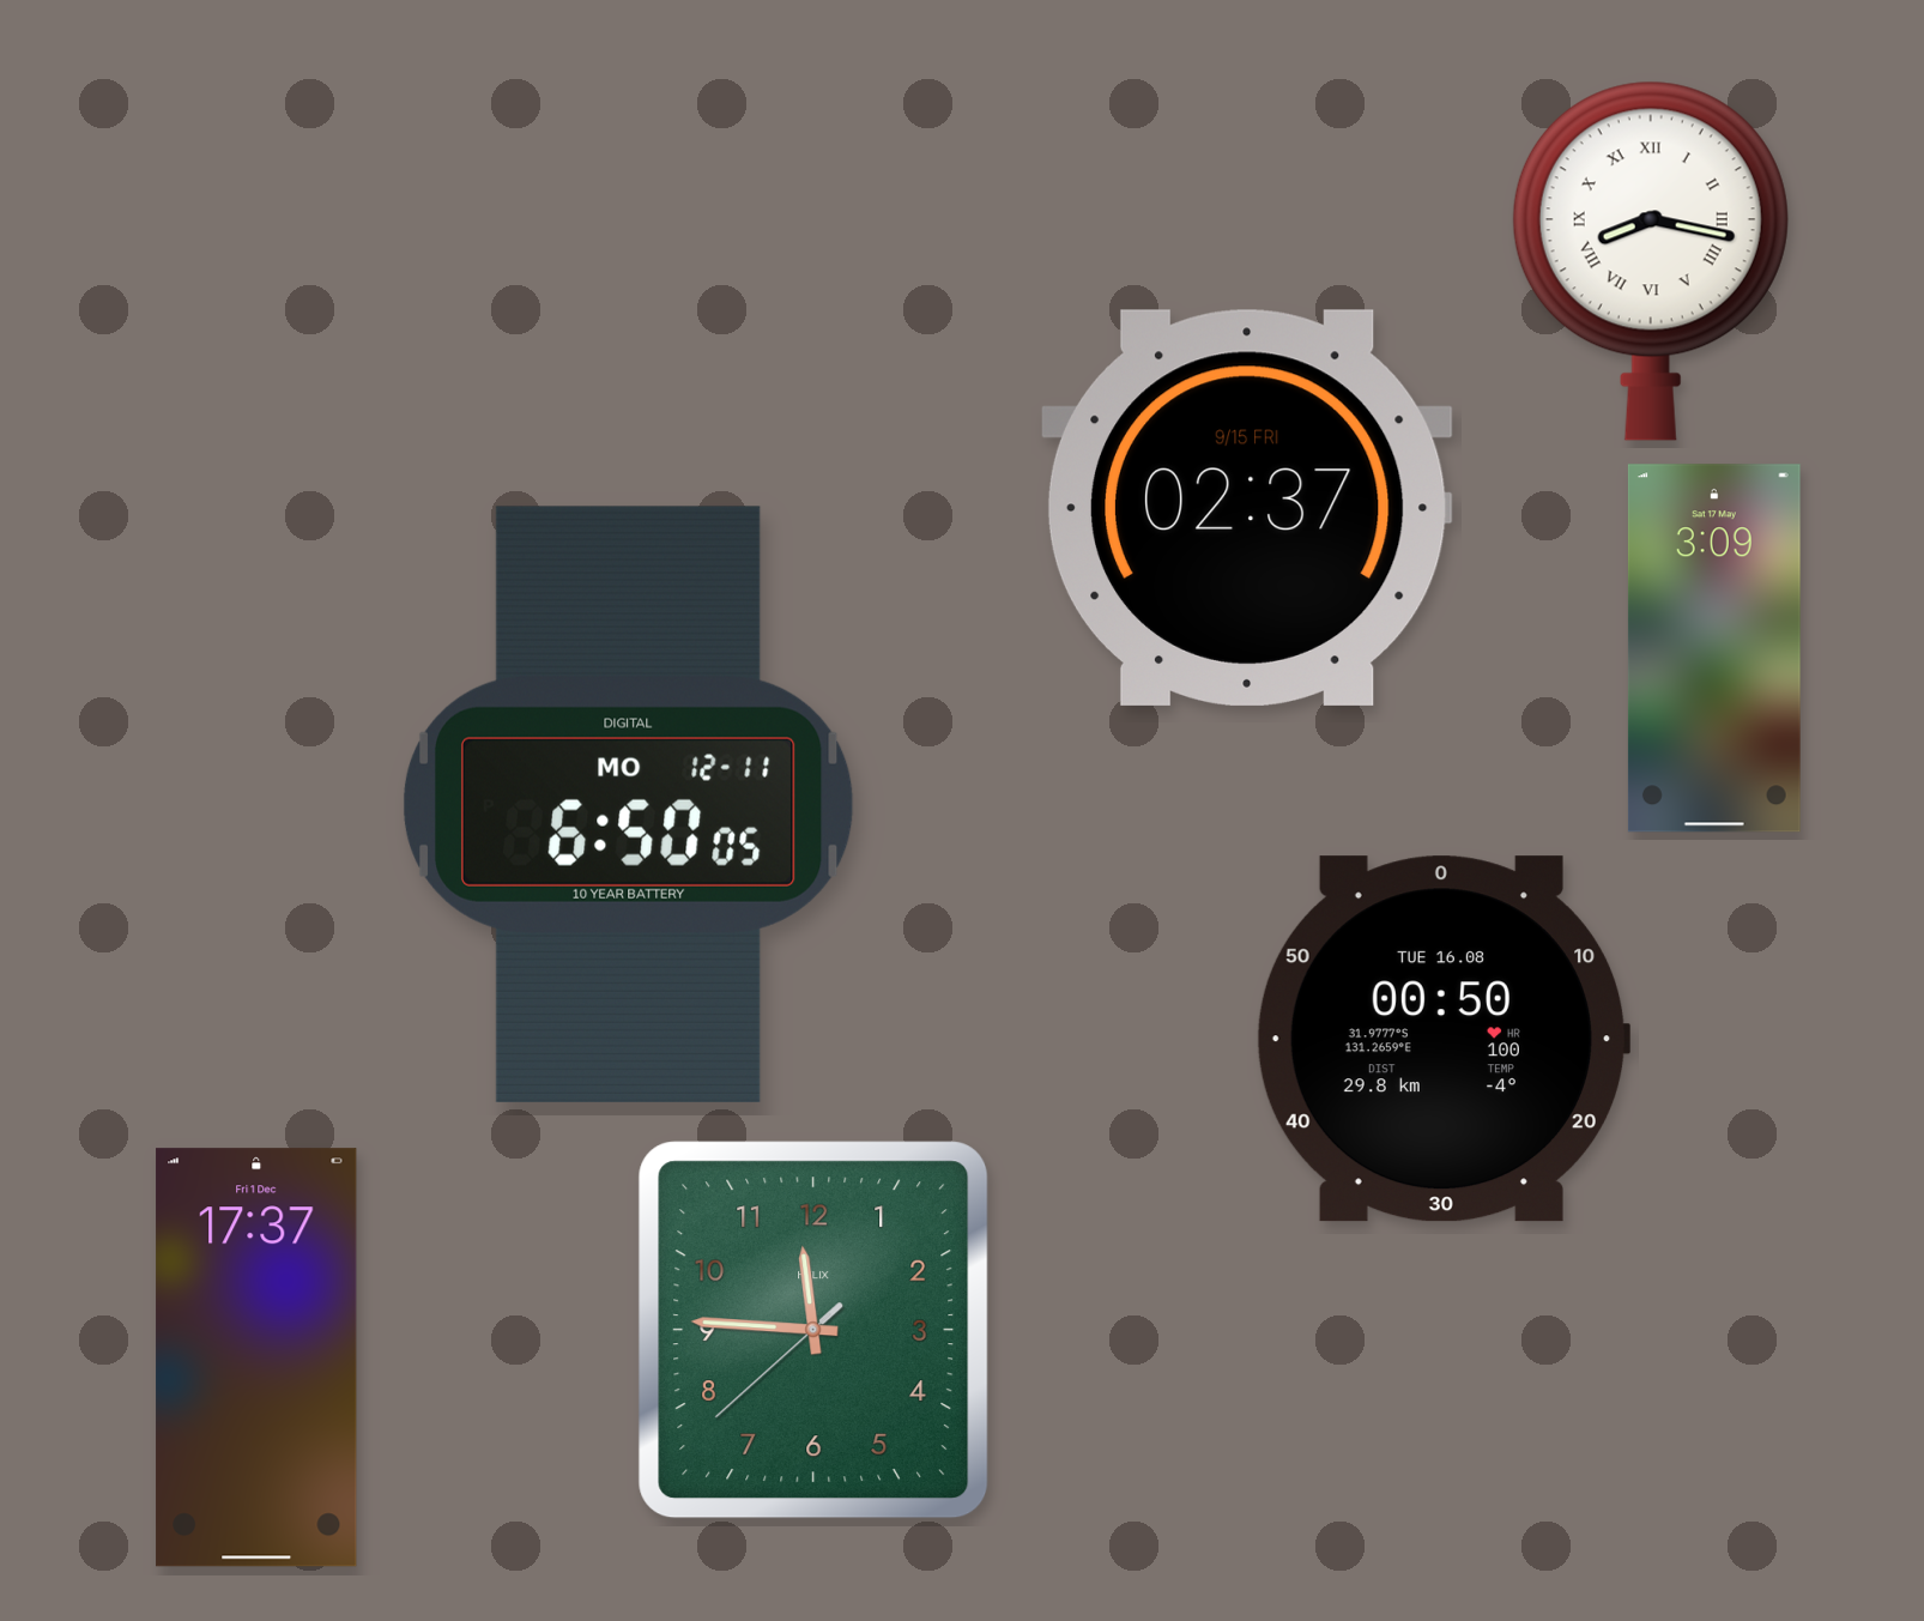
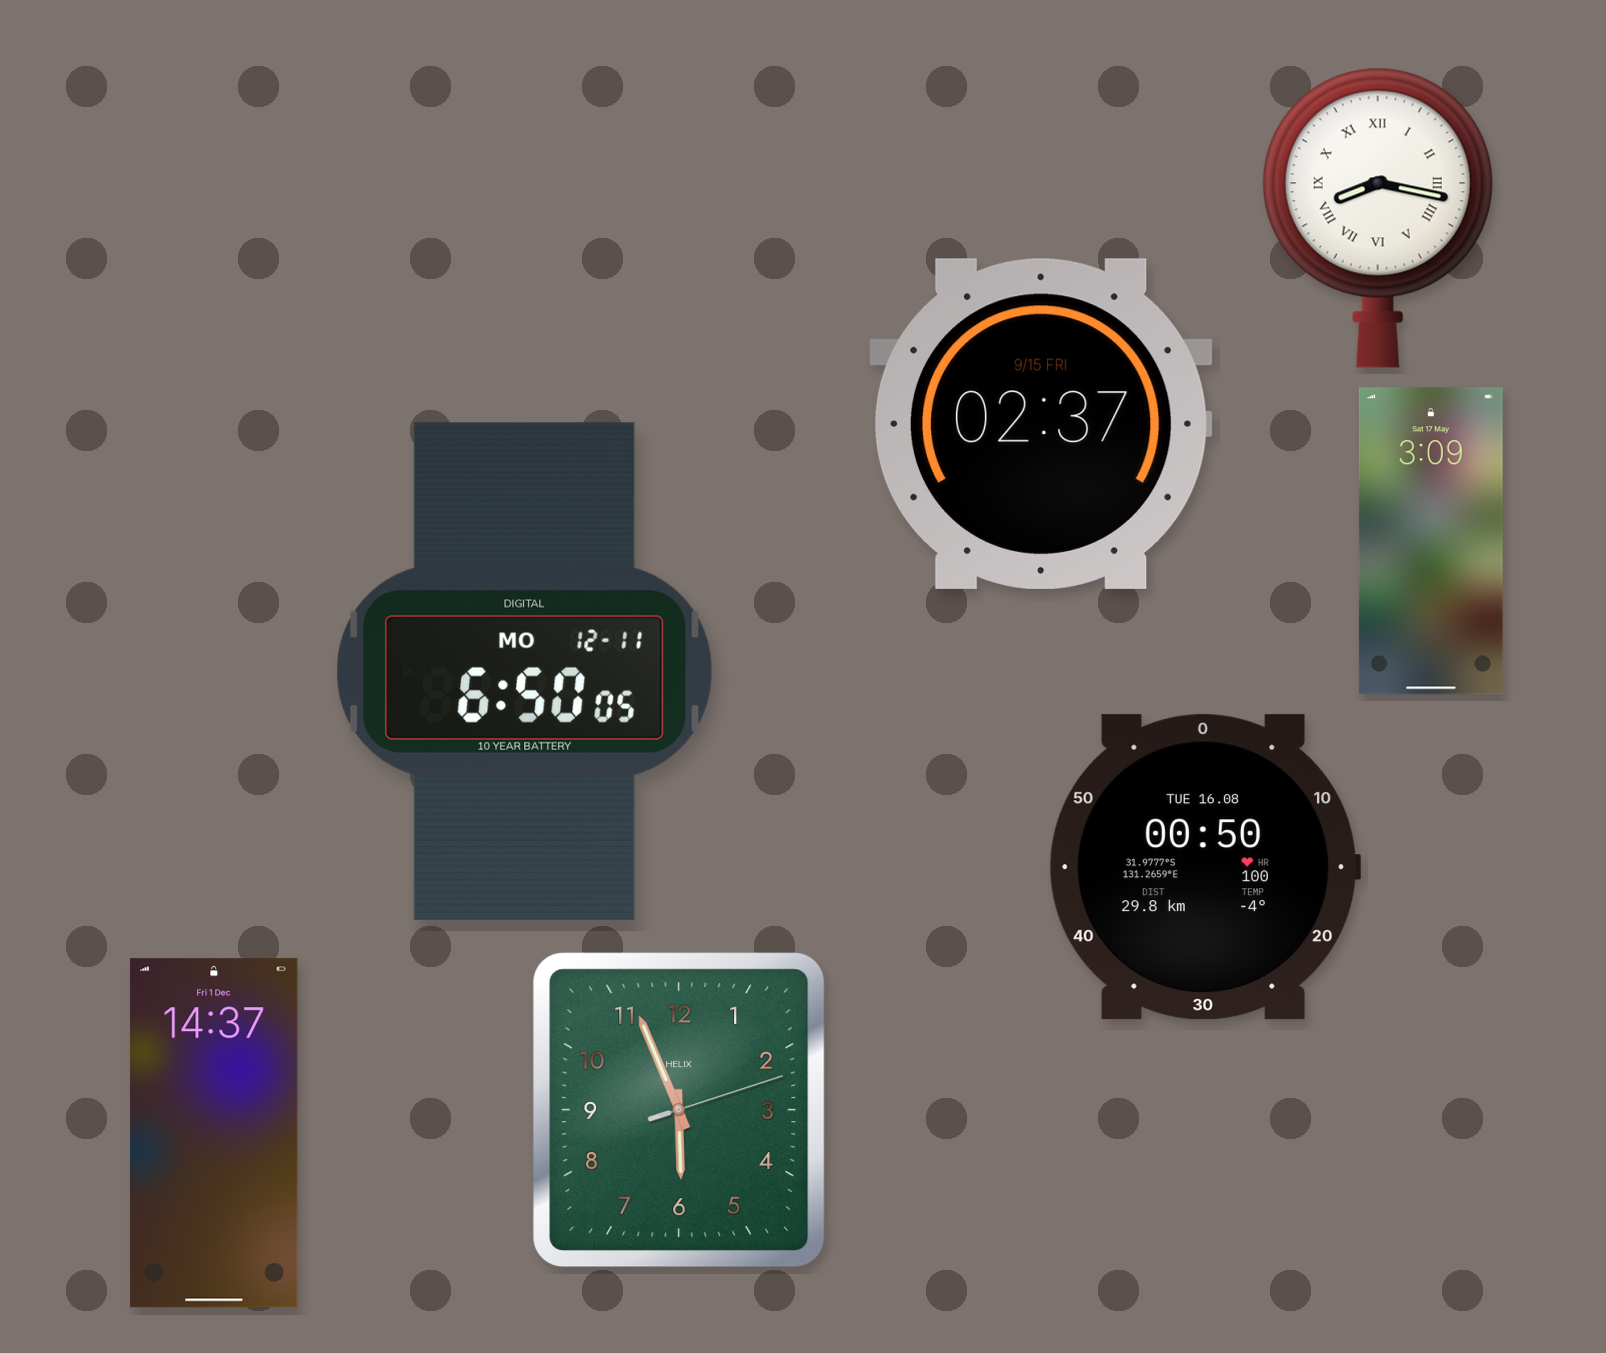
clock at (813, 1330): 11:45 -> 5:56
clock at (256, 1357): 17:37 -> 14:37
